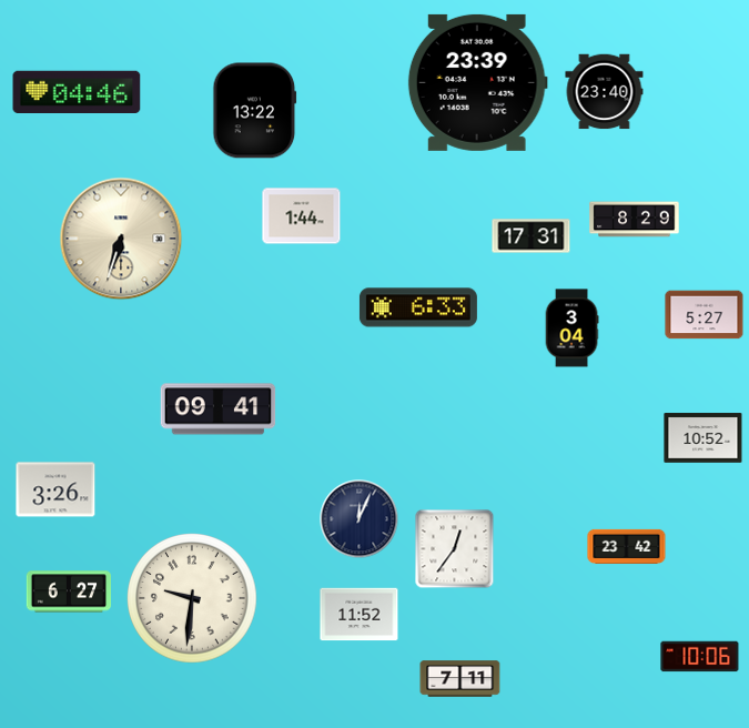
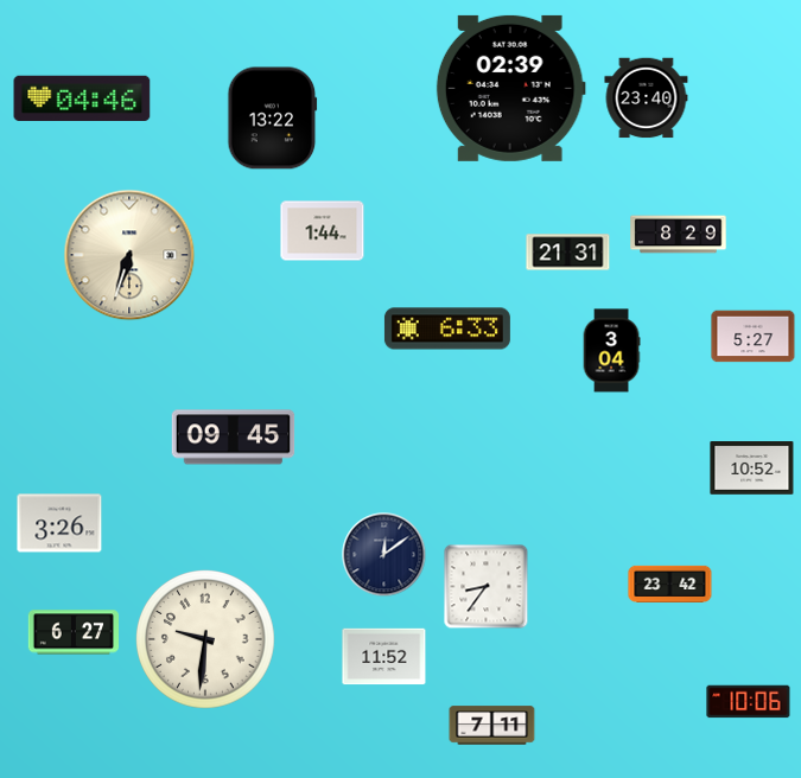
clock at (477, 82): 23:39 -> 02:39
clock at (532, 236): 17:31 -> 21:31
clock at (219, 410): 09:41 -> 09:45
clock at (360, 519): 12:04 -> 12:09
clock at (455, 549): 12:36 -> 8:36
